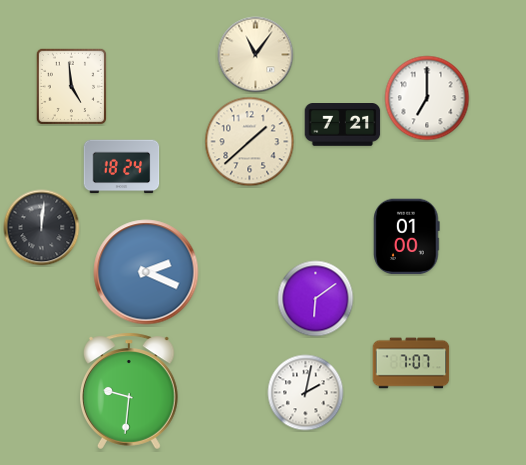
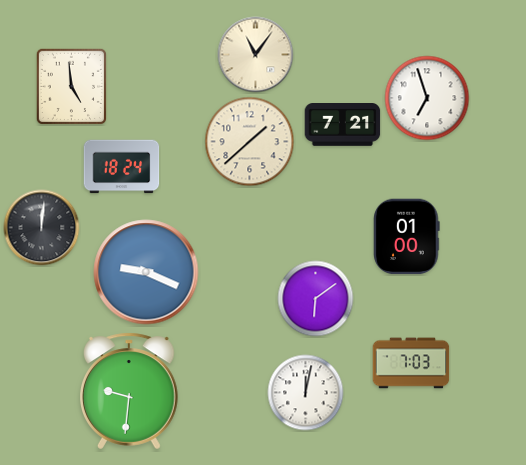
clock at (427, 98): 7:00 -> 6:57
clock at (146, 272): 2:19 -> 9:19
clock at (411, 363): 7:07 -> 7:03
clock at (306, 393): 2:02 -> 12:02
